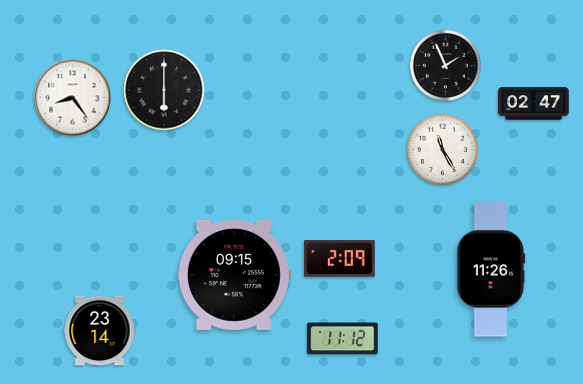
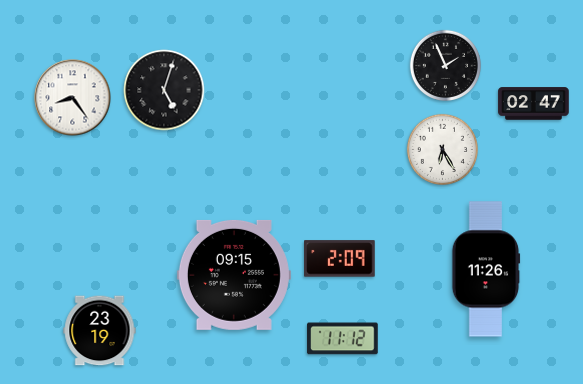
clock at (164, 90): 6:00 -> 5:03
clock at (442, 149): 11:25 -> 6:25
clock at (491, 269) position: (491, 269) -> (486, 269)
clock at (100, 331): 23:14 -> 23:19
